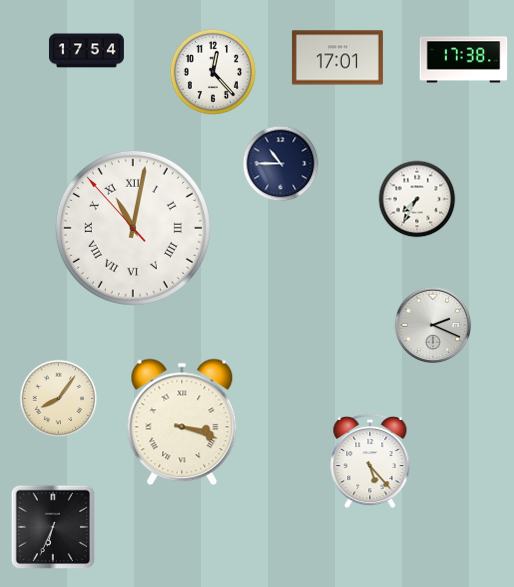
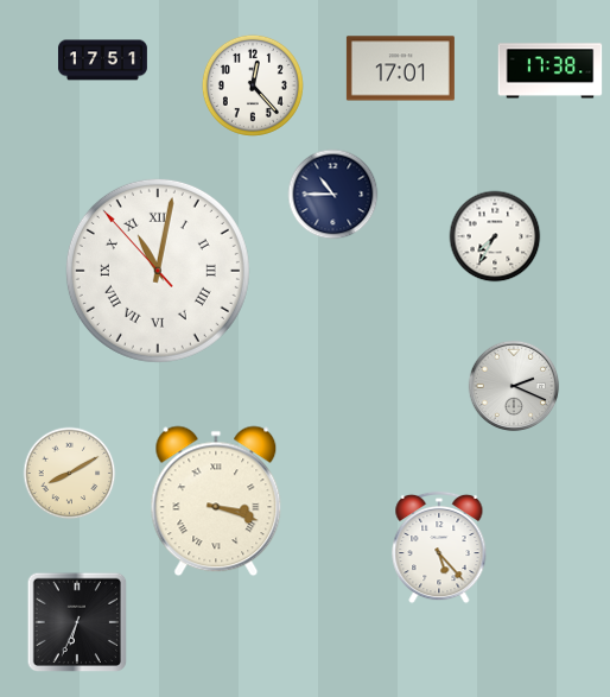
clock at (86, 51): 17:54 -> 17:51
clock at (59, 399): 8:06 -> 8:10
clock at (53, 527) position: (53, 527) -> (77, 622)
